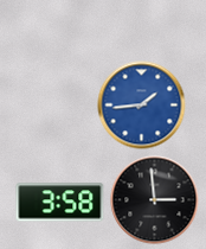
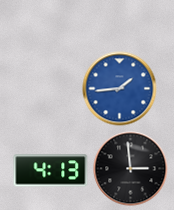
clock at (60, 203): 3:58 -> 4:13
